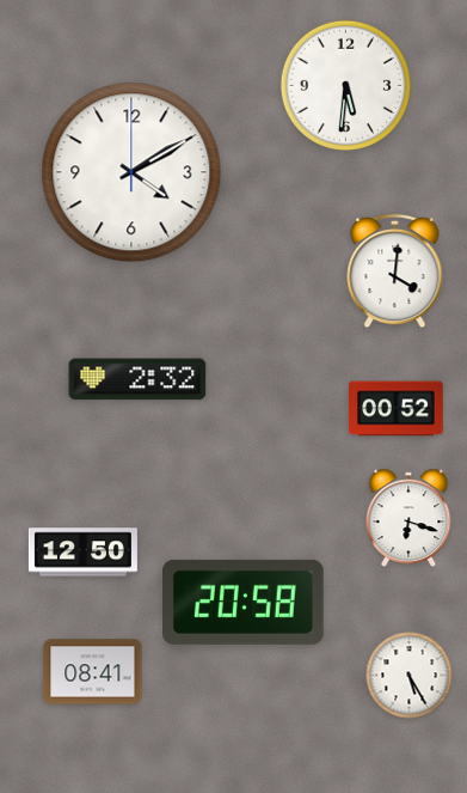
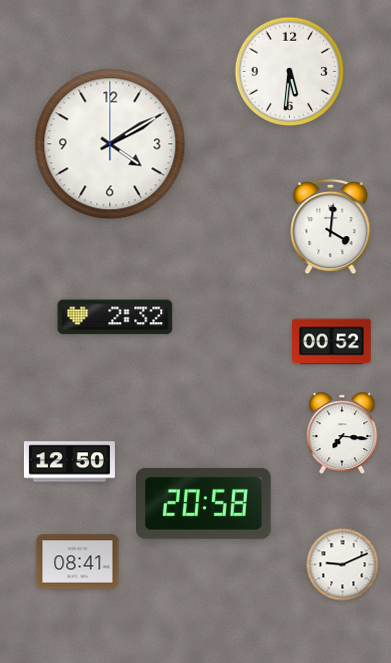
clock at (408, 518): 6:18 -> 7:16
clock at (410, 676): 5:25 -> 9:11
